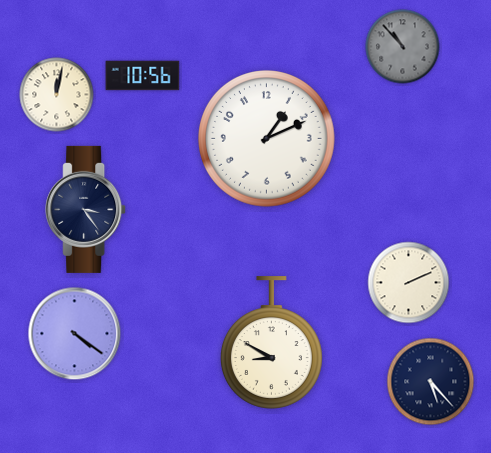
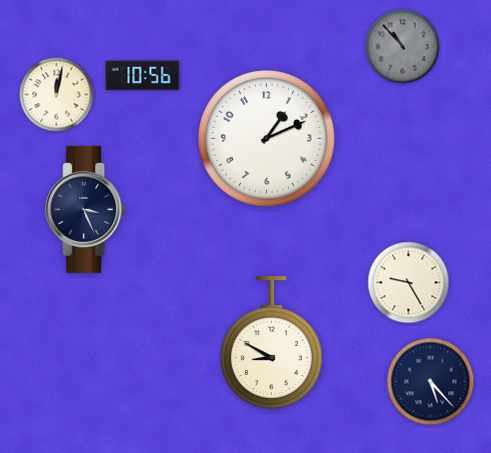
clock at (86, 209): 3:24 -> 3:26
clock at (409, 283): 2:11 -> 9:25
clock at (75, 334): 4:21 -> none
